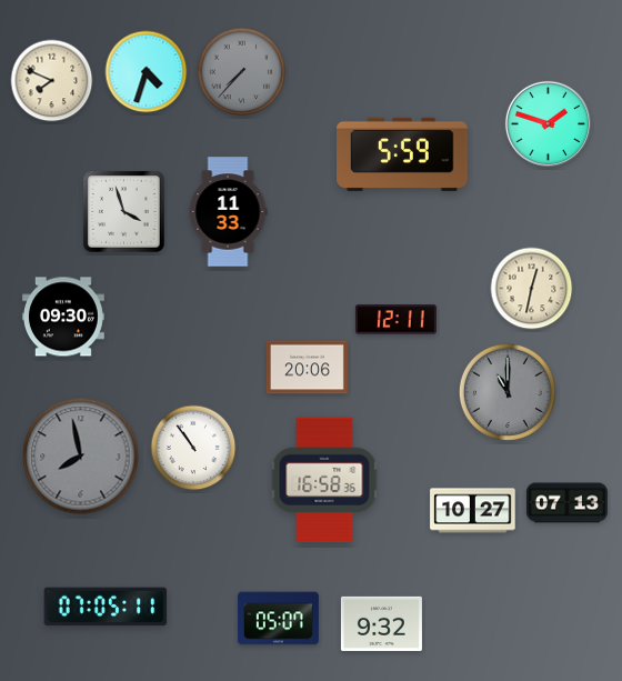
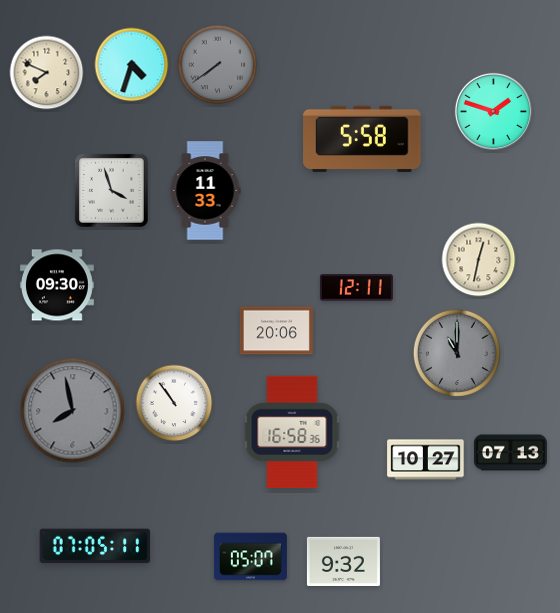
clock at (242, 72): 7:37 -> 7:39
clock at (402, 154): 5:59 -> 5:58
